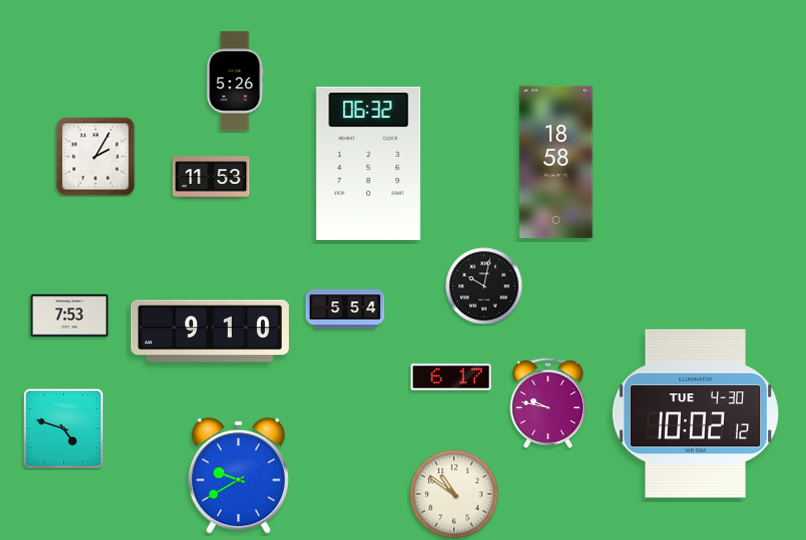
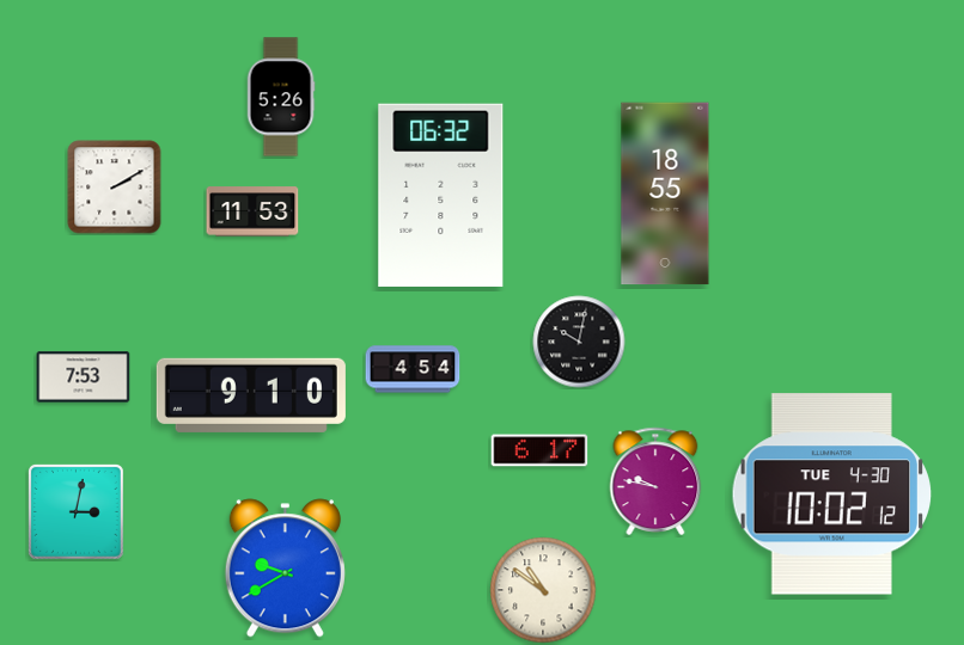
clock at (96, 157): 2:05 -> 2:10
clock at (556, 162): 18:58 -> 18:55
clock at (345, 309): 5:54 -> 4:54
clock at (63, 428): 4:48 -> 3:02
